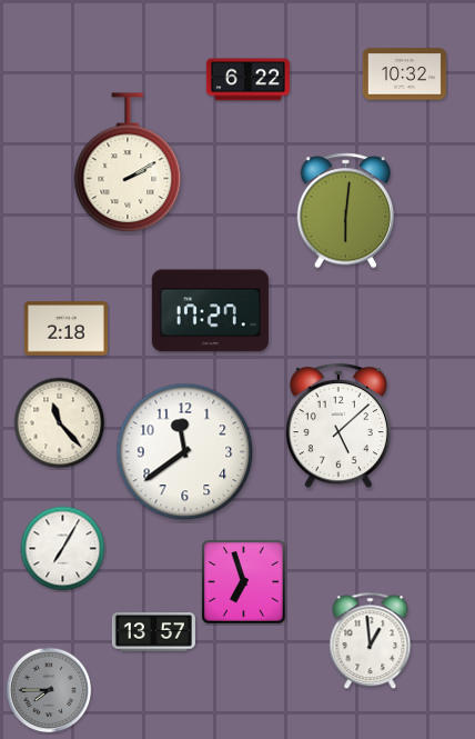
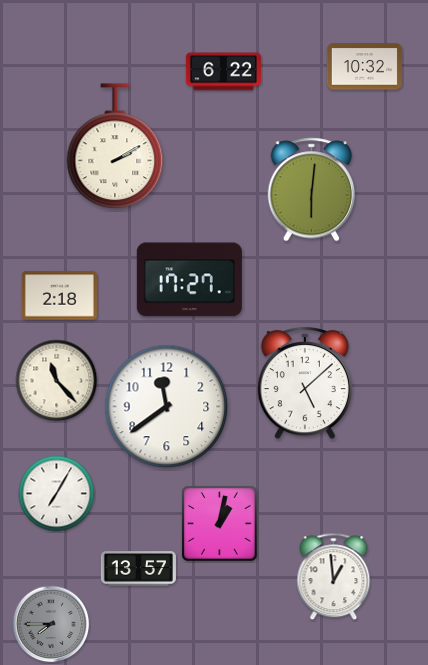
clock at (60, 423) position: (60, 423) -> (57, 381)
clock at (244, 582): 6:57 -> 1:02
clock at (49, 690) position: (49, 690) -> (51, 624)
